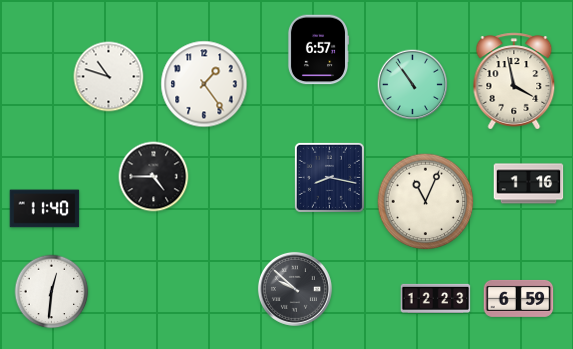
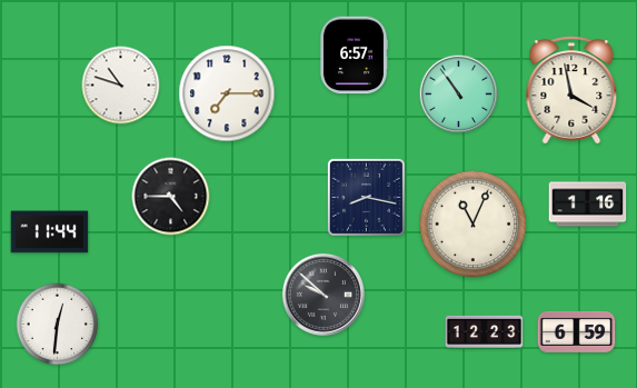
clock at (204, 84): 1:24 -> 7:15
clock at (45, 209): 11:40 -> 11:44
clock at (295, 289) position: (295, 289) -> (324, 295)
